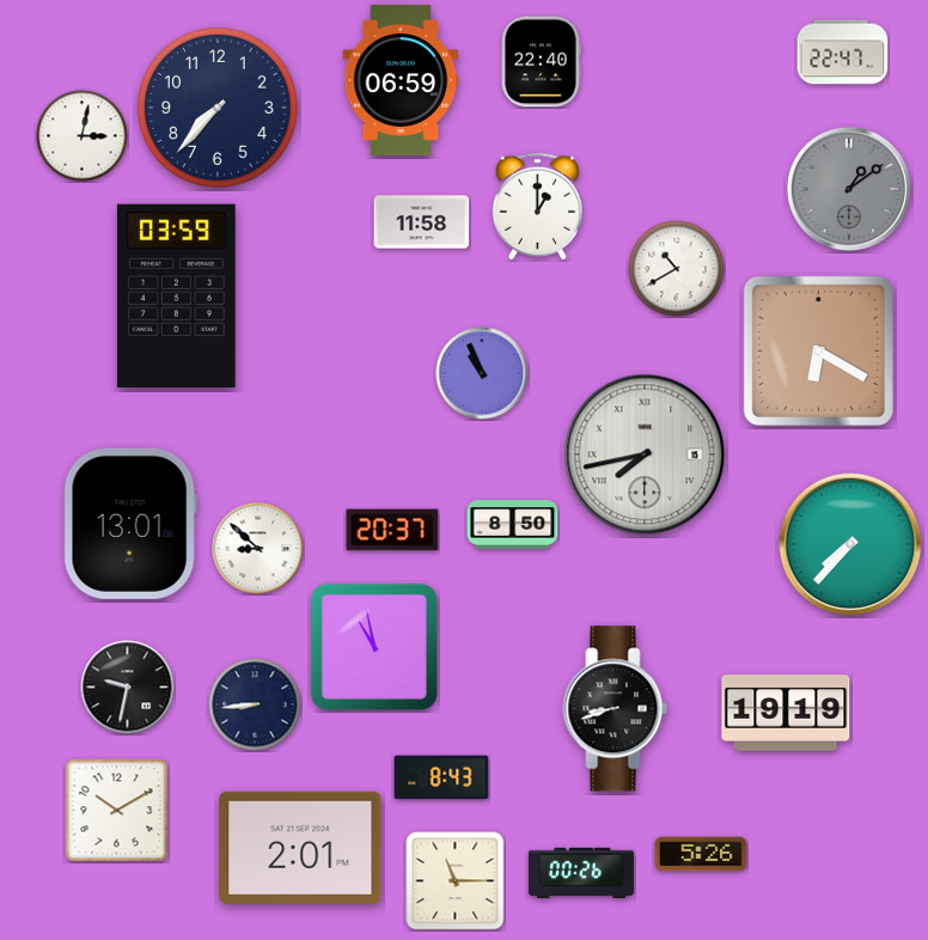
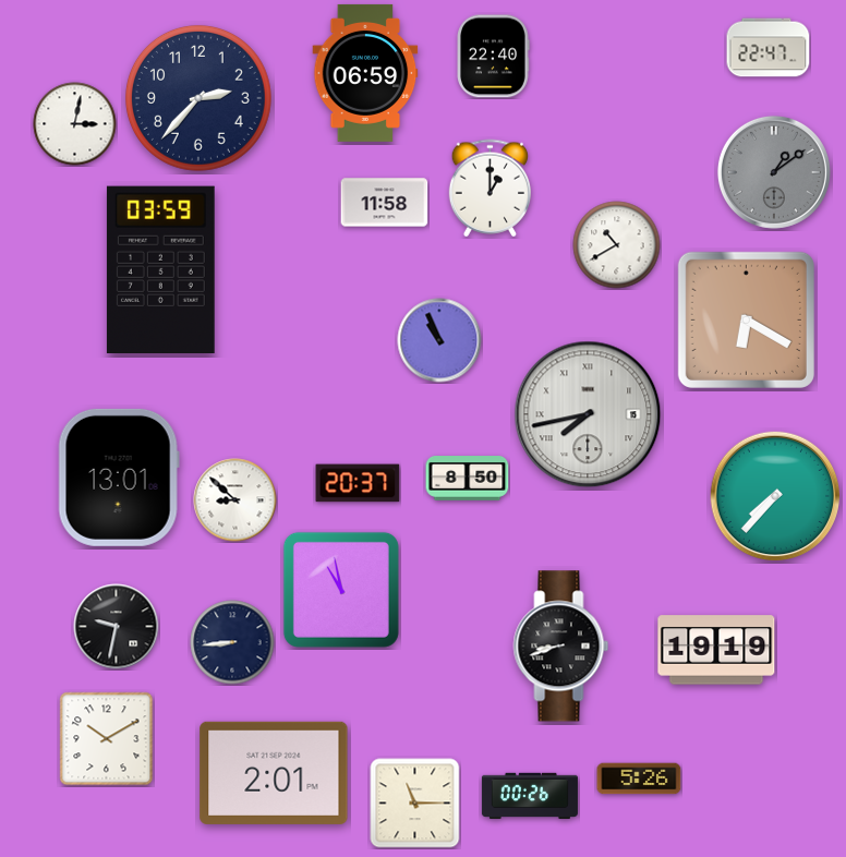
clock at (218, 108): 7:37 -> 2:37
clock at (441, 777): 8:43 -> none
